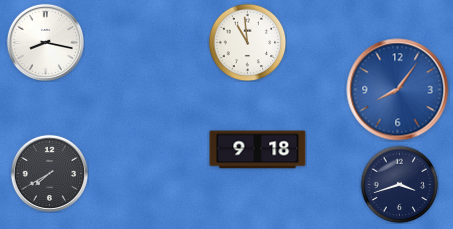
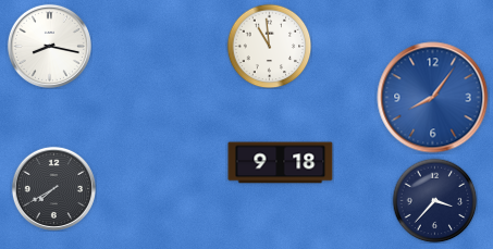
clock at (399, 184): 3:42 -> 3:37
